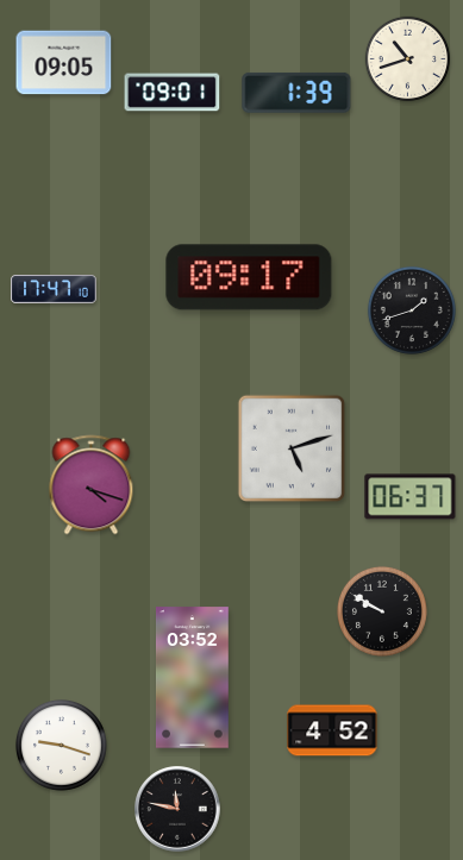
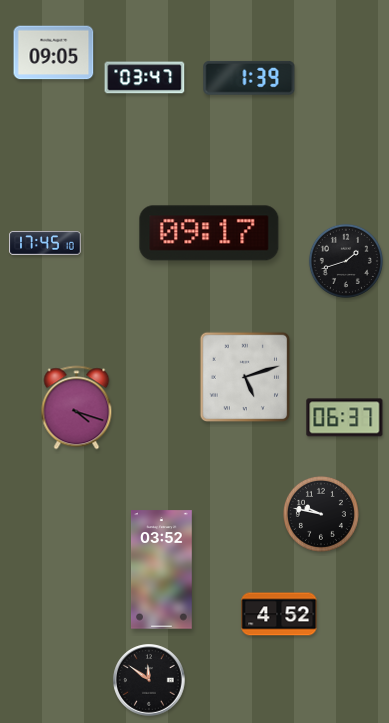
clock at (408, 59): 10:42 -> none
clock at (173, 93): 09:01 -> 03:47
clock at (54, 290): 17:47 -> 17:45
clock at (382, 611): 9:50 -> 9:47
clock at (62, 746): 9:18 -> none
clock at (177, 809): 11:47 -> 11:51
